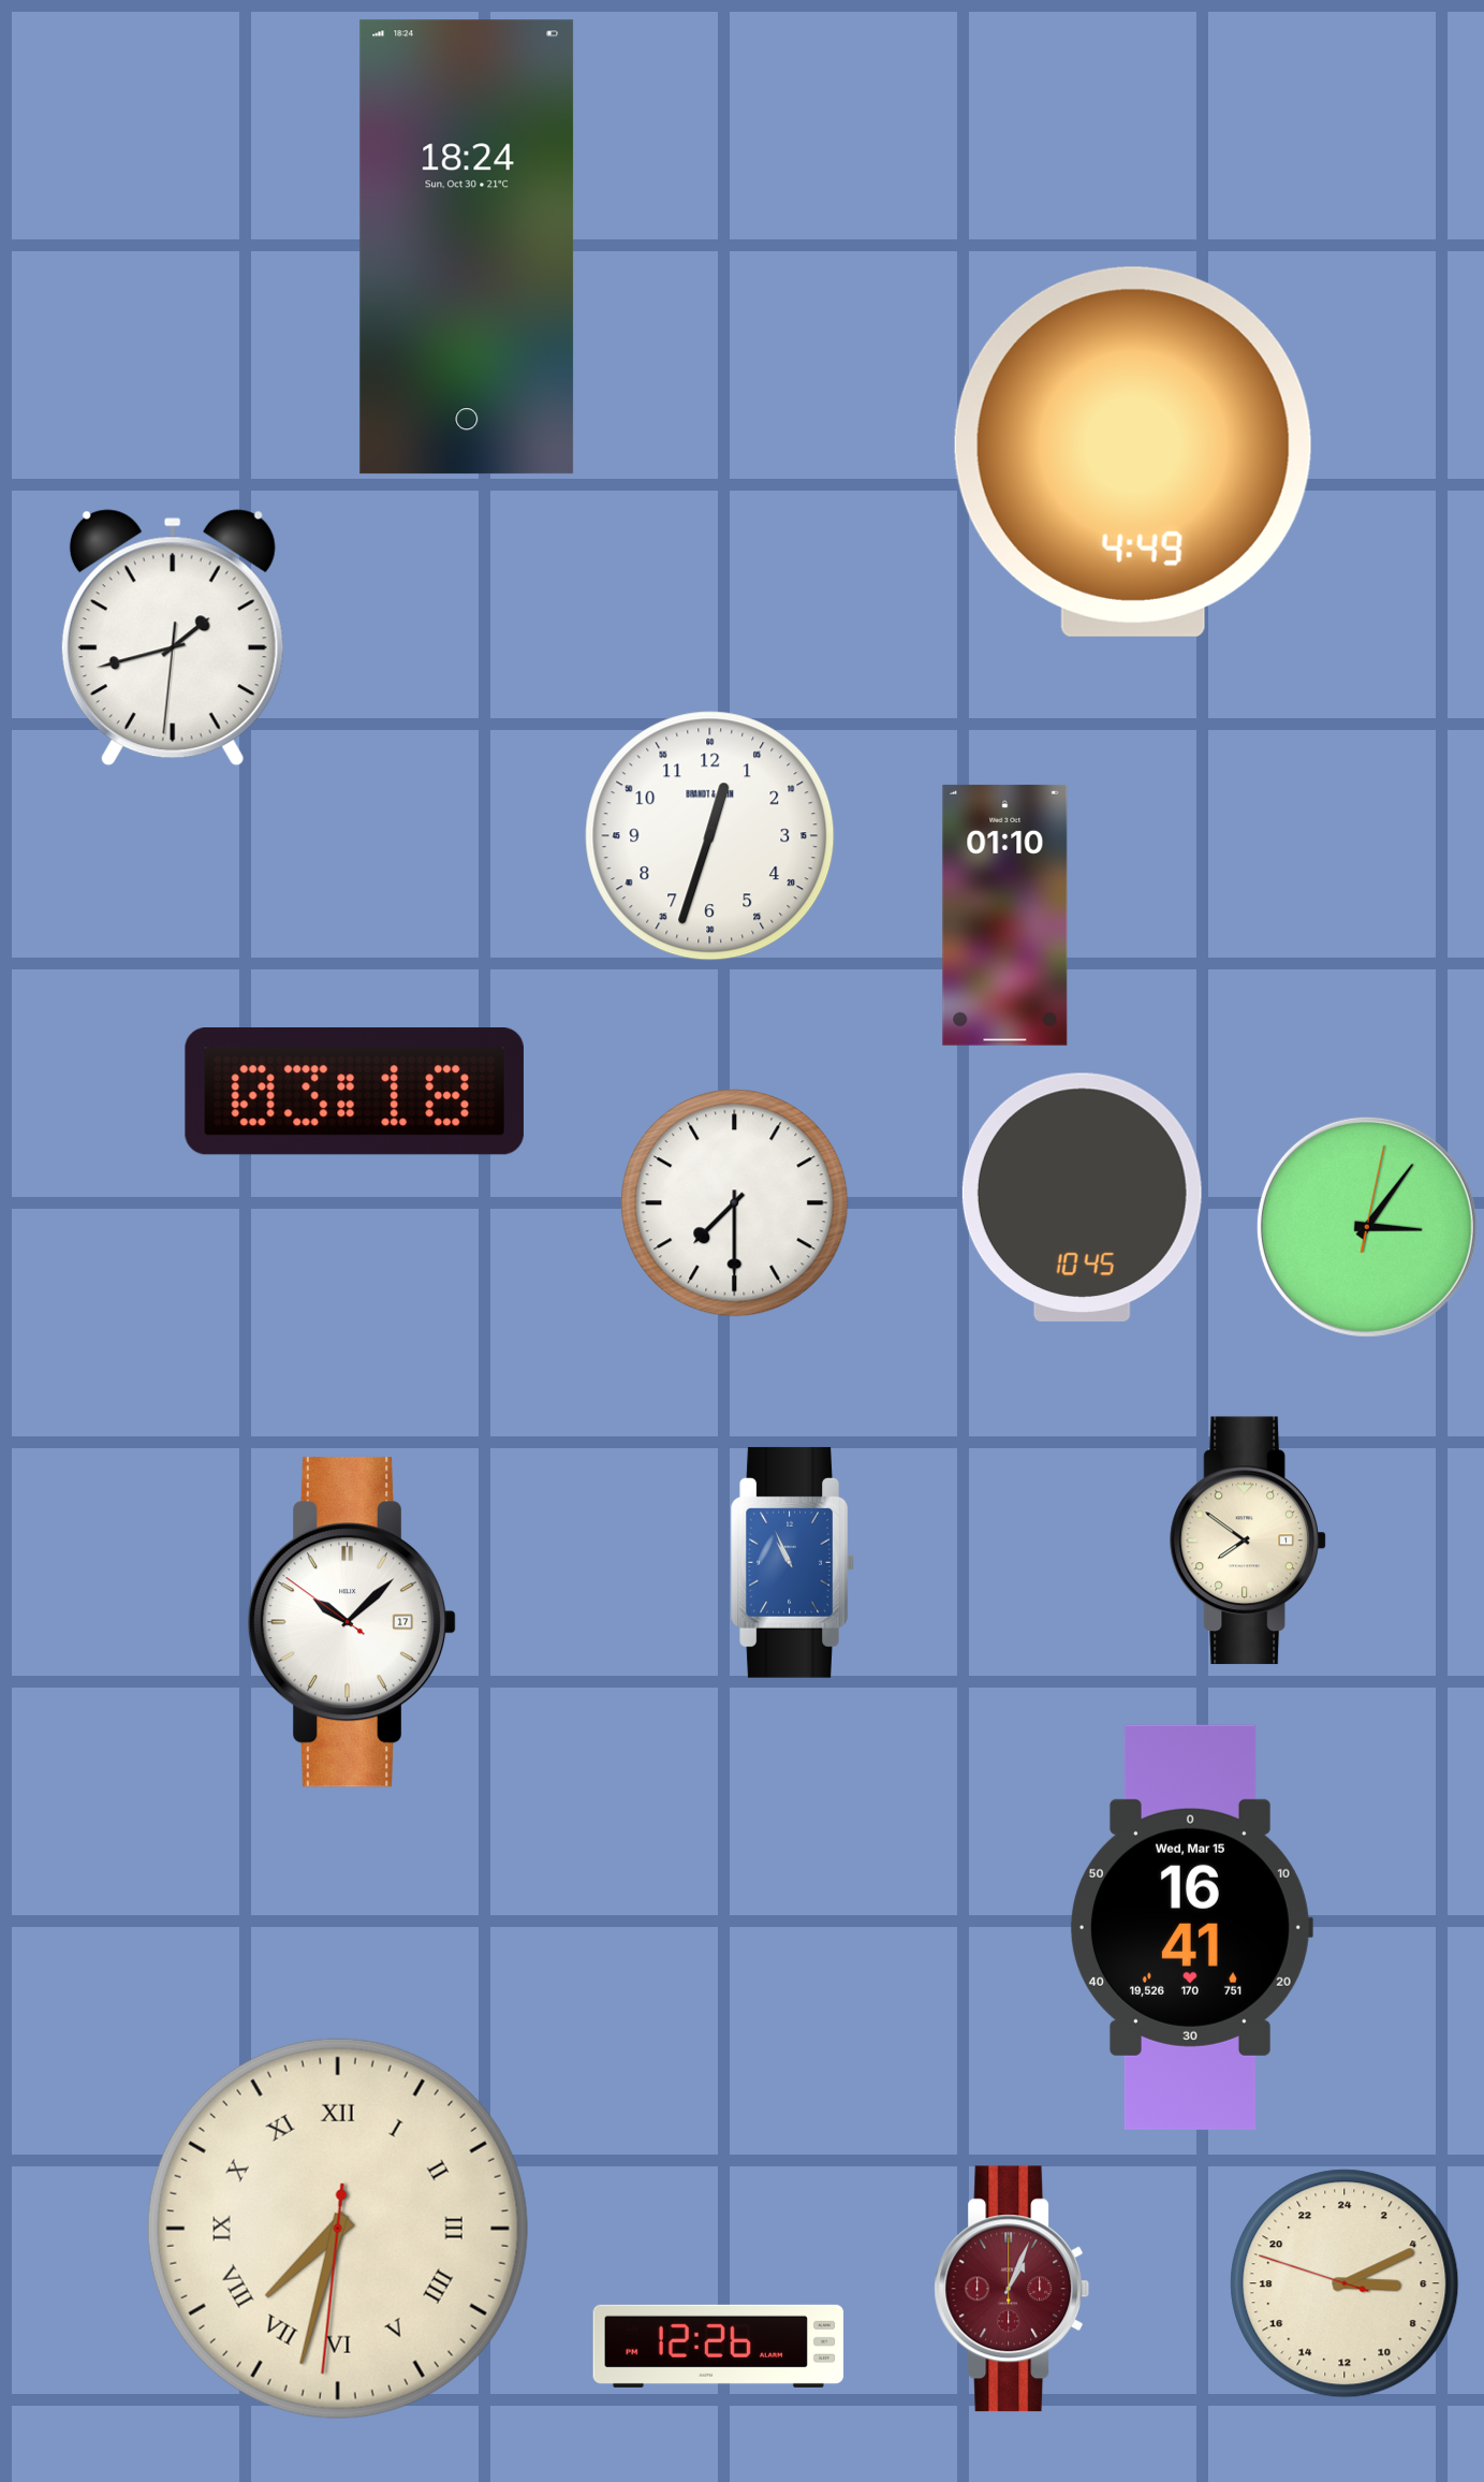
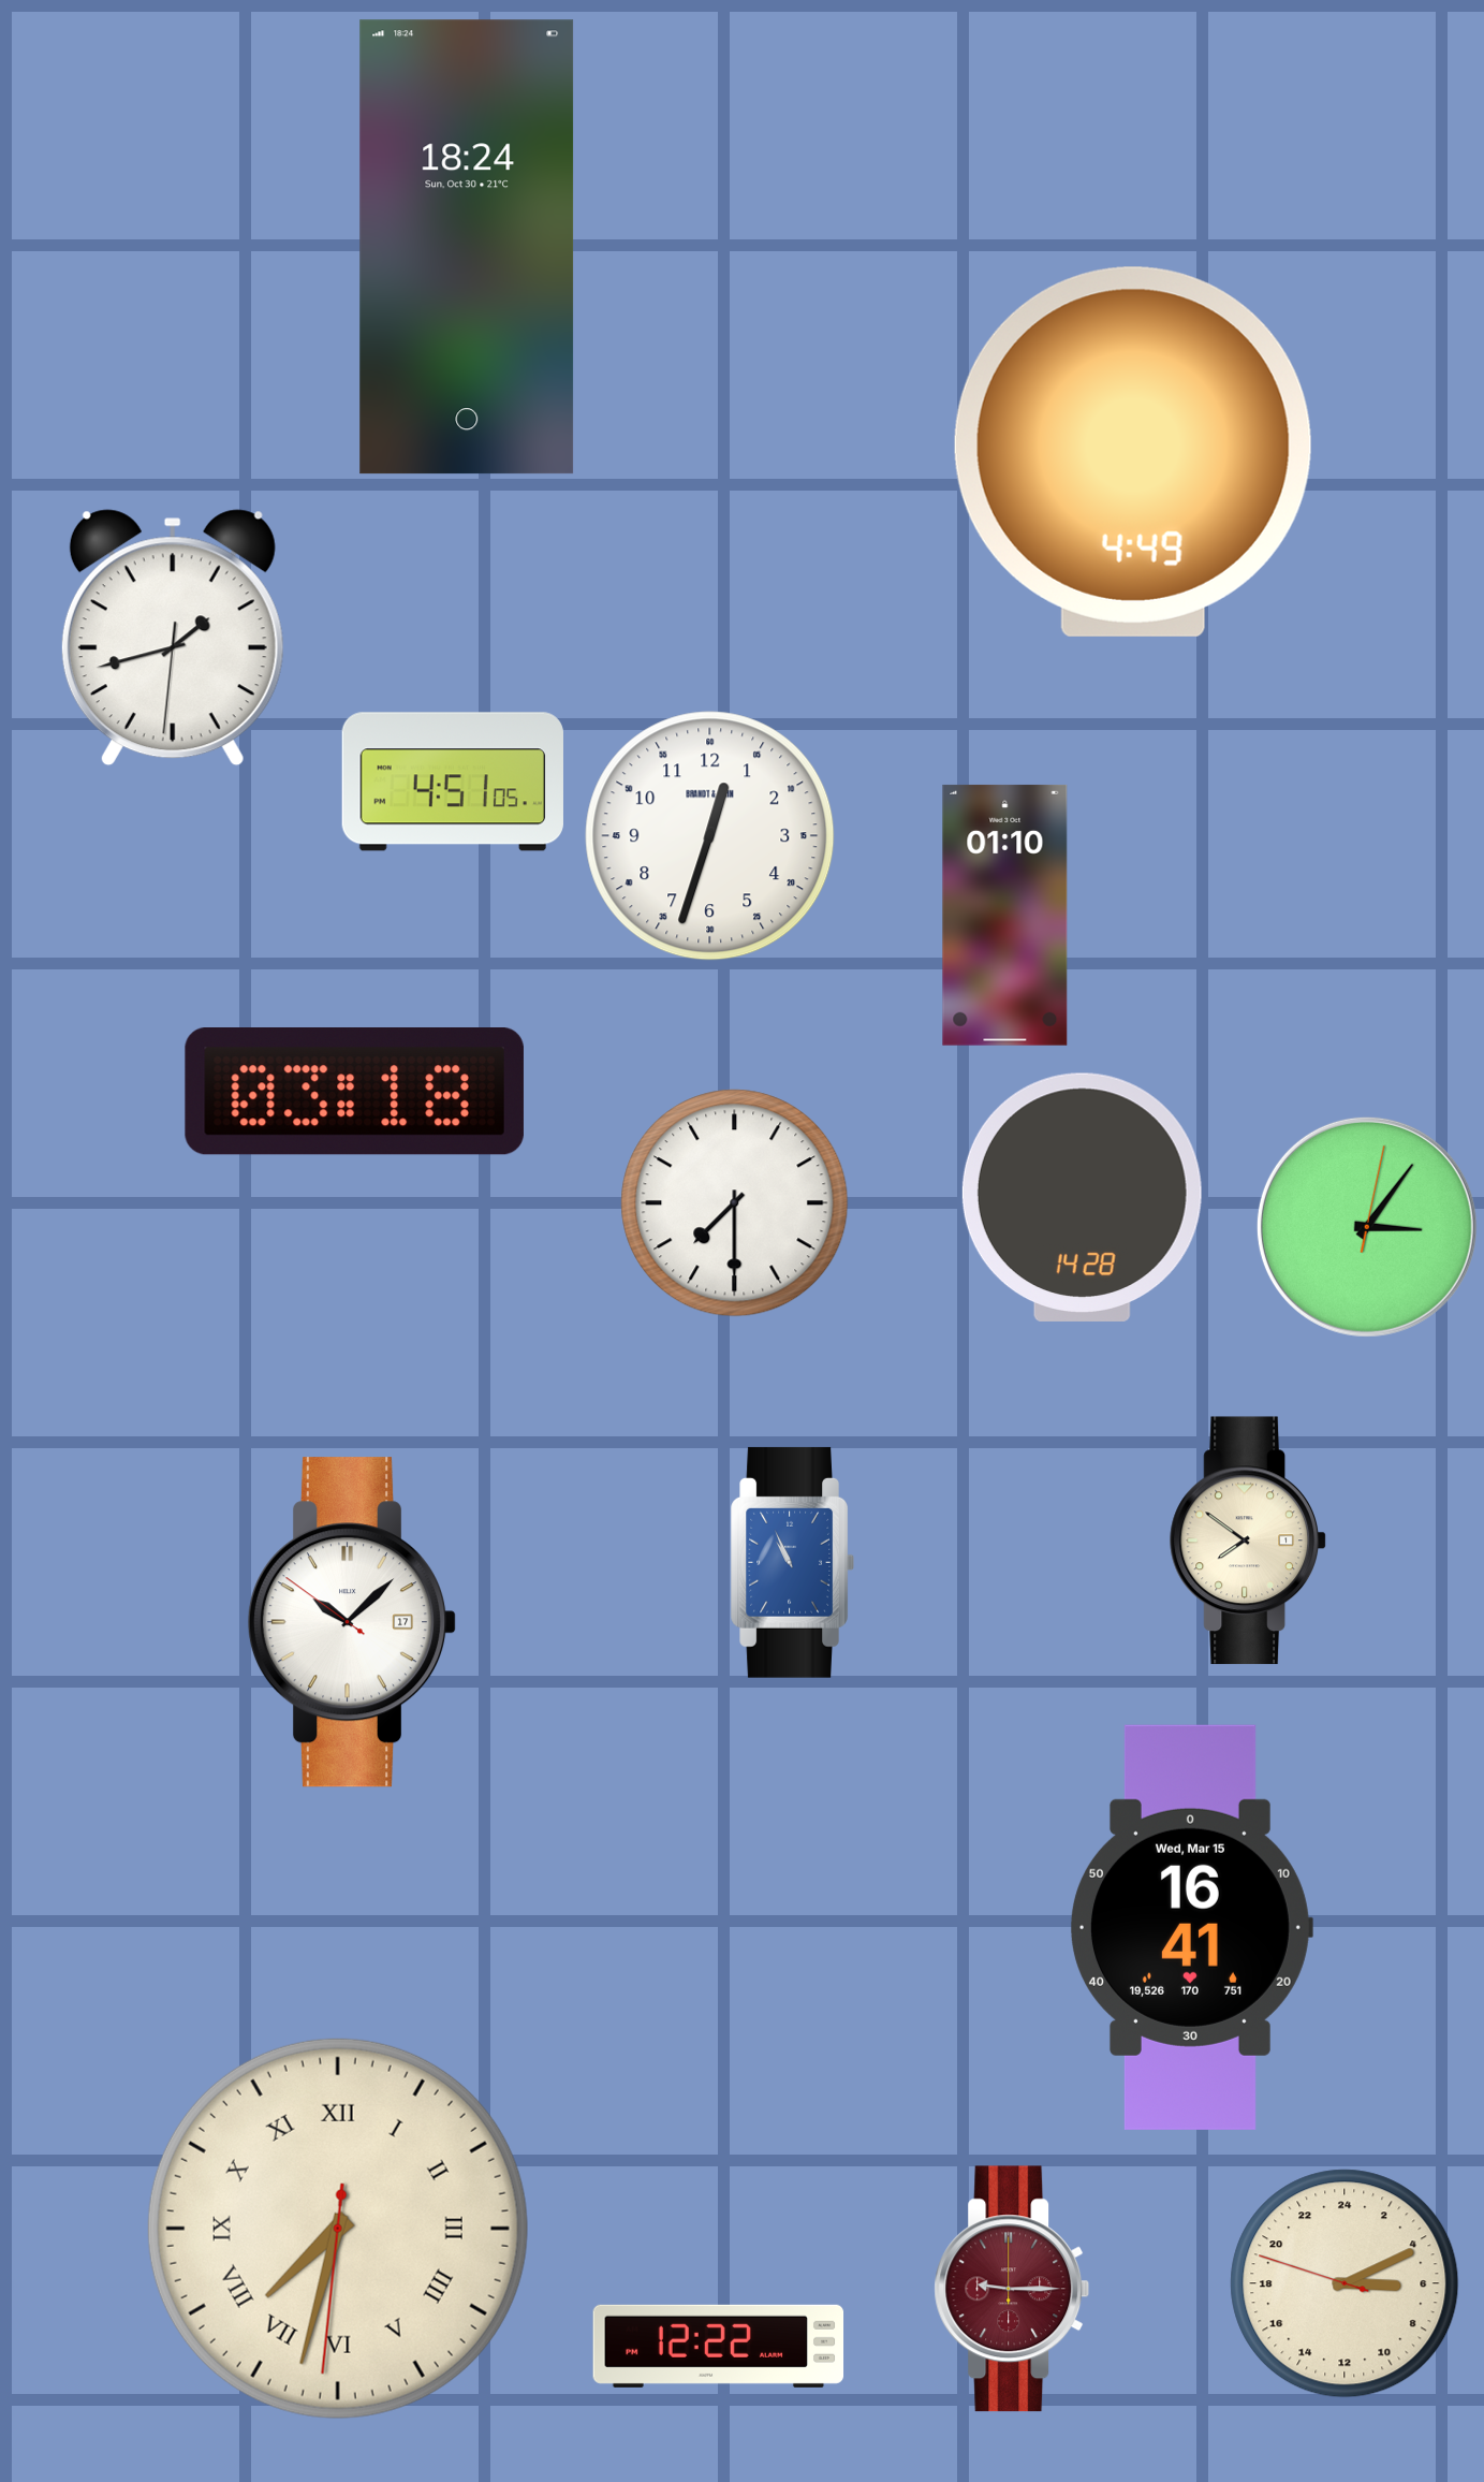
clock at (453, 782): none -> 4:51
clock at (1082, 1197): 10:45 -> 14:28
clock at (1012, 2289): 1:04 -> 9:15
clock at (719, 2346): 12:26 -> 12:22
